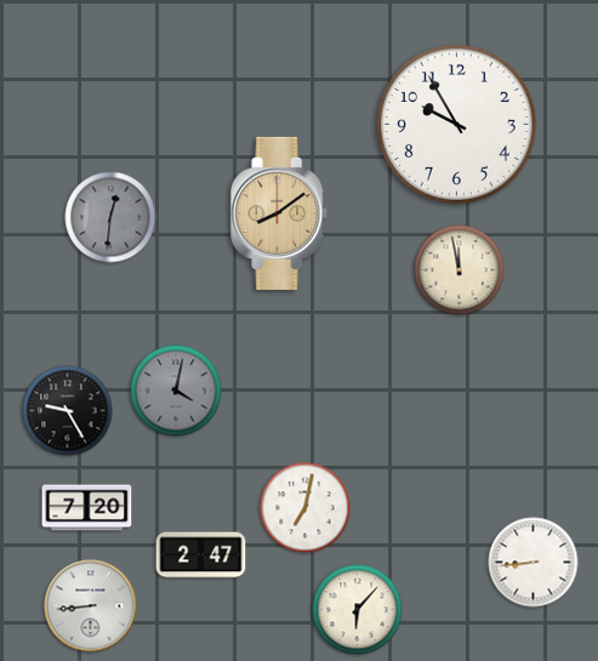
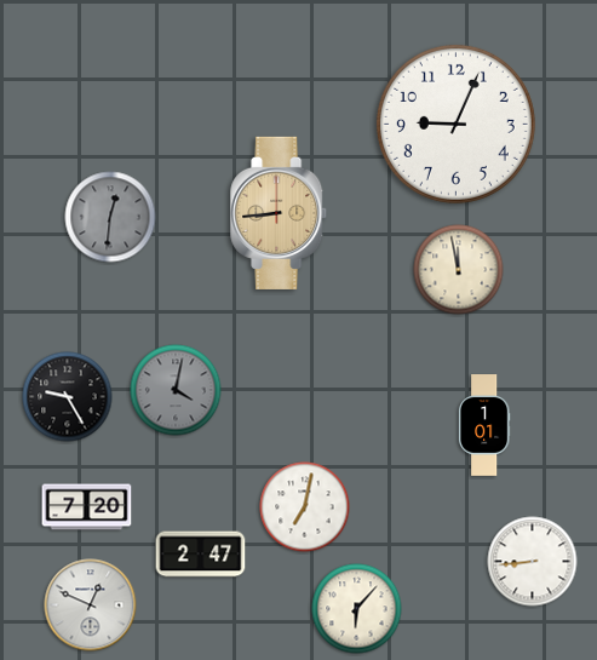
clock at (456, 124): 9:55 -> 9:04
clock at (280, 213): 8:09 -> 8:44
clock at (68, 411) position: (68, 411) -> (68, 397)
clock at (484, 425): none -> 1:01
clock at (91, 606): 8:44 -> 12:49
